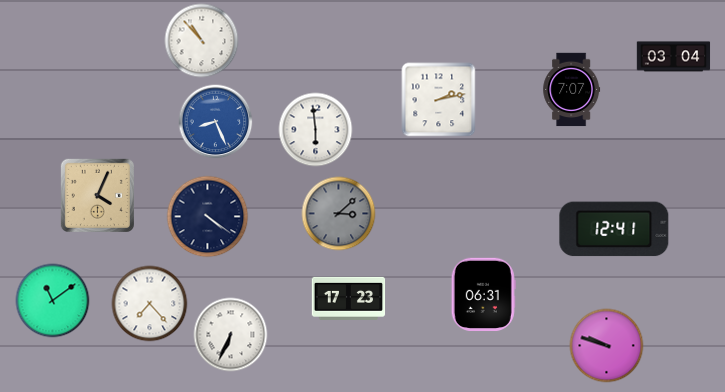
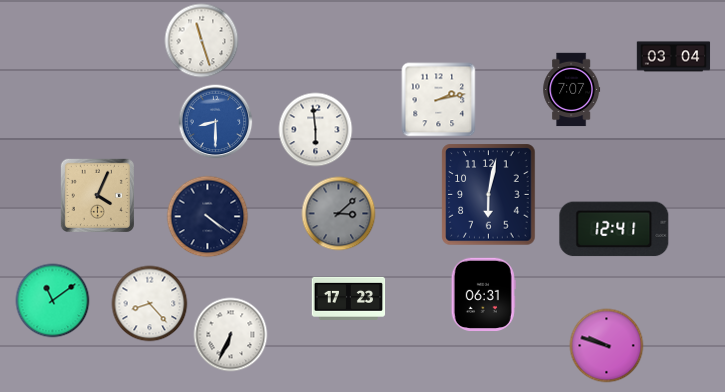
clock at (202, 41): 10:53 -> 11:27
clock at (216, 122): 8:26 -> 8:30
clock at (489, 195): none -> 6:02
clock at (150, 304): 7:23 -> 8:23
